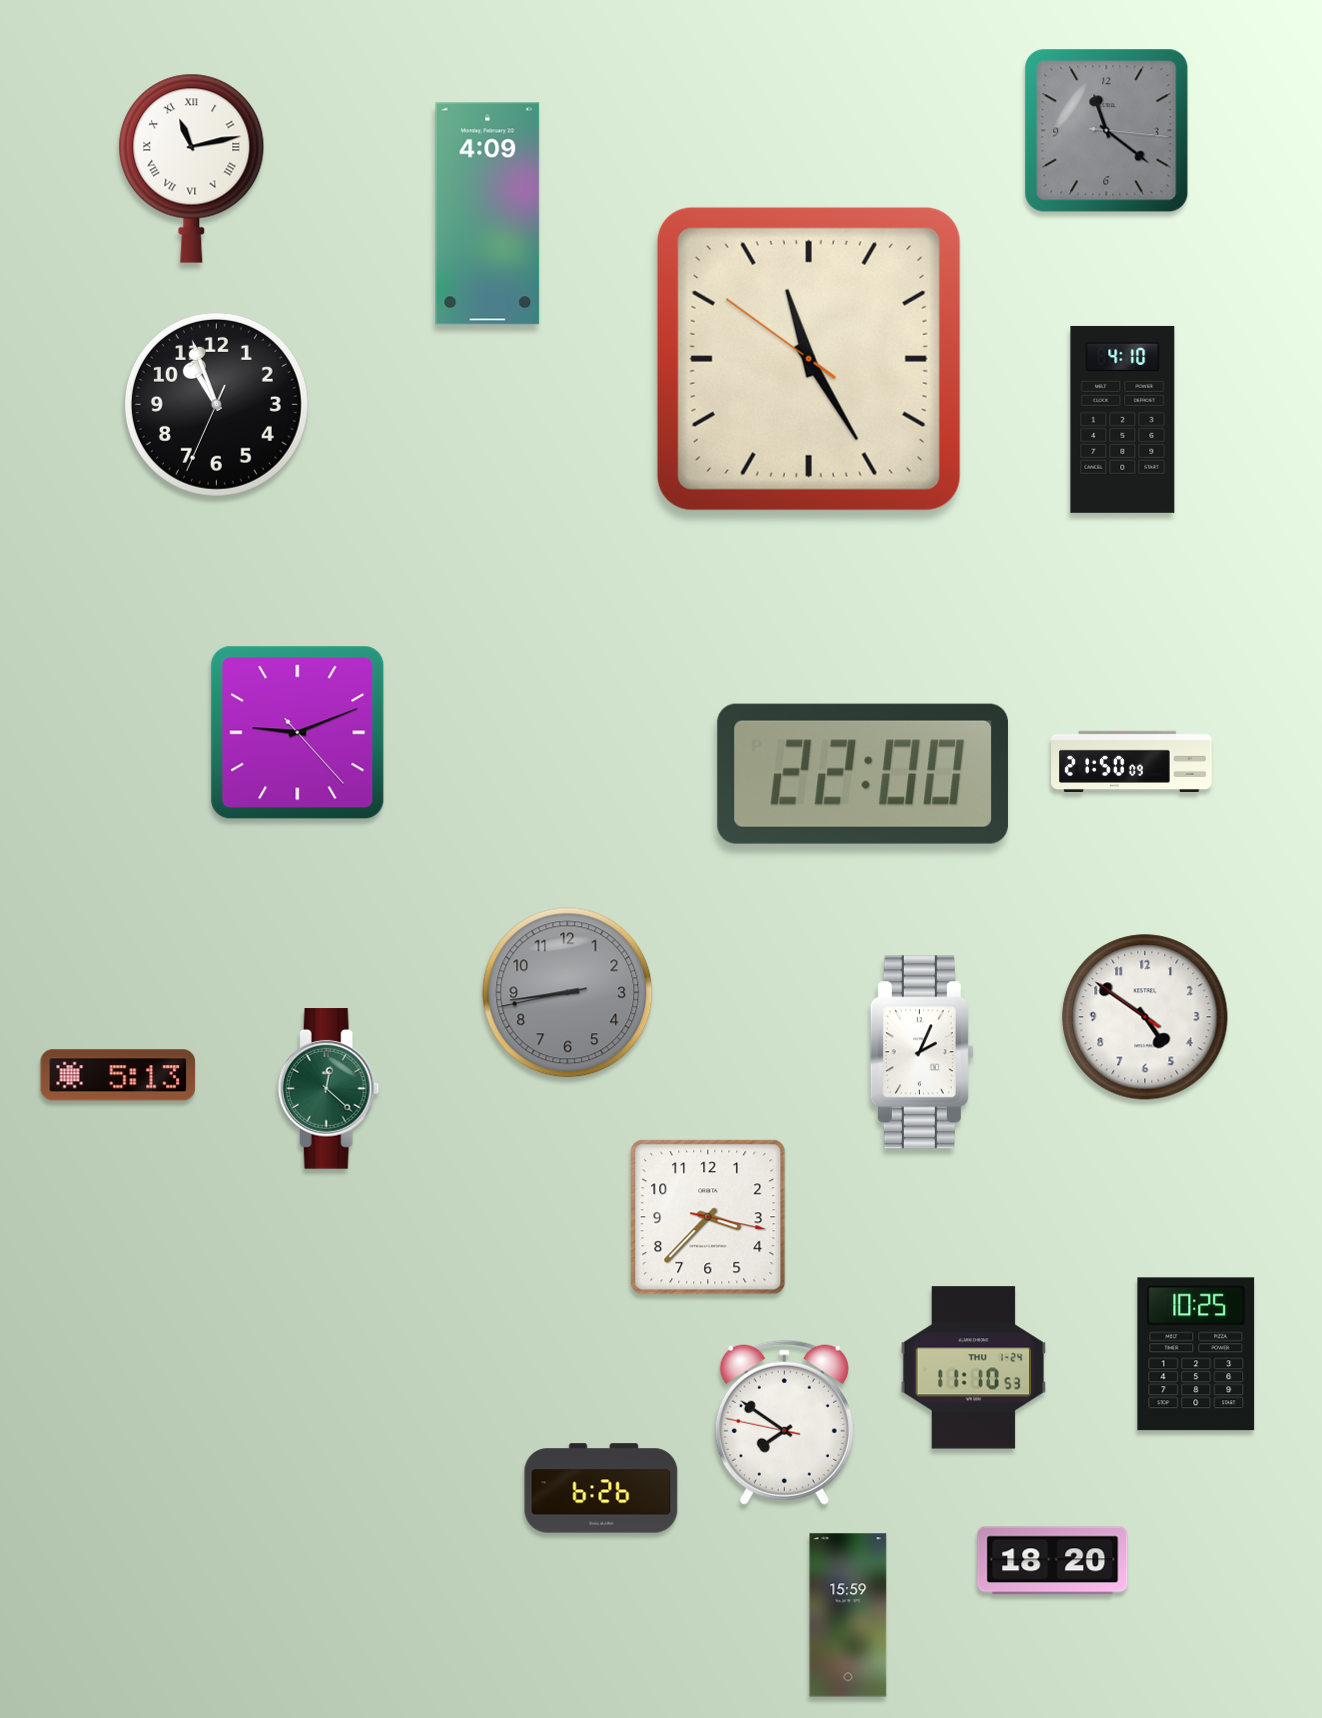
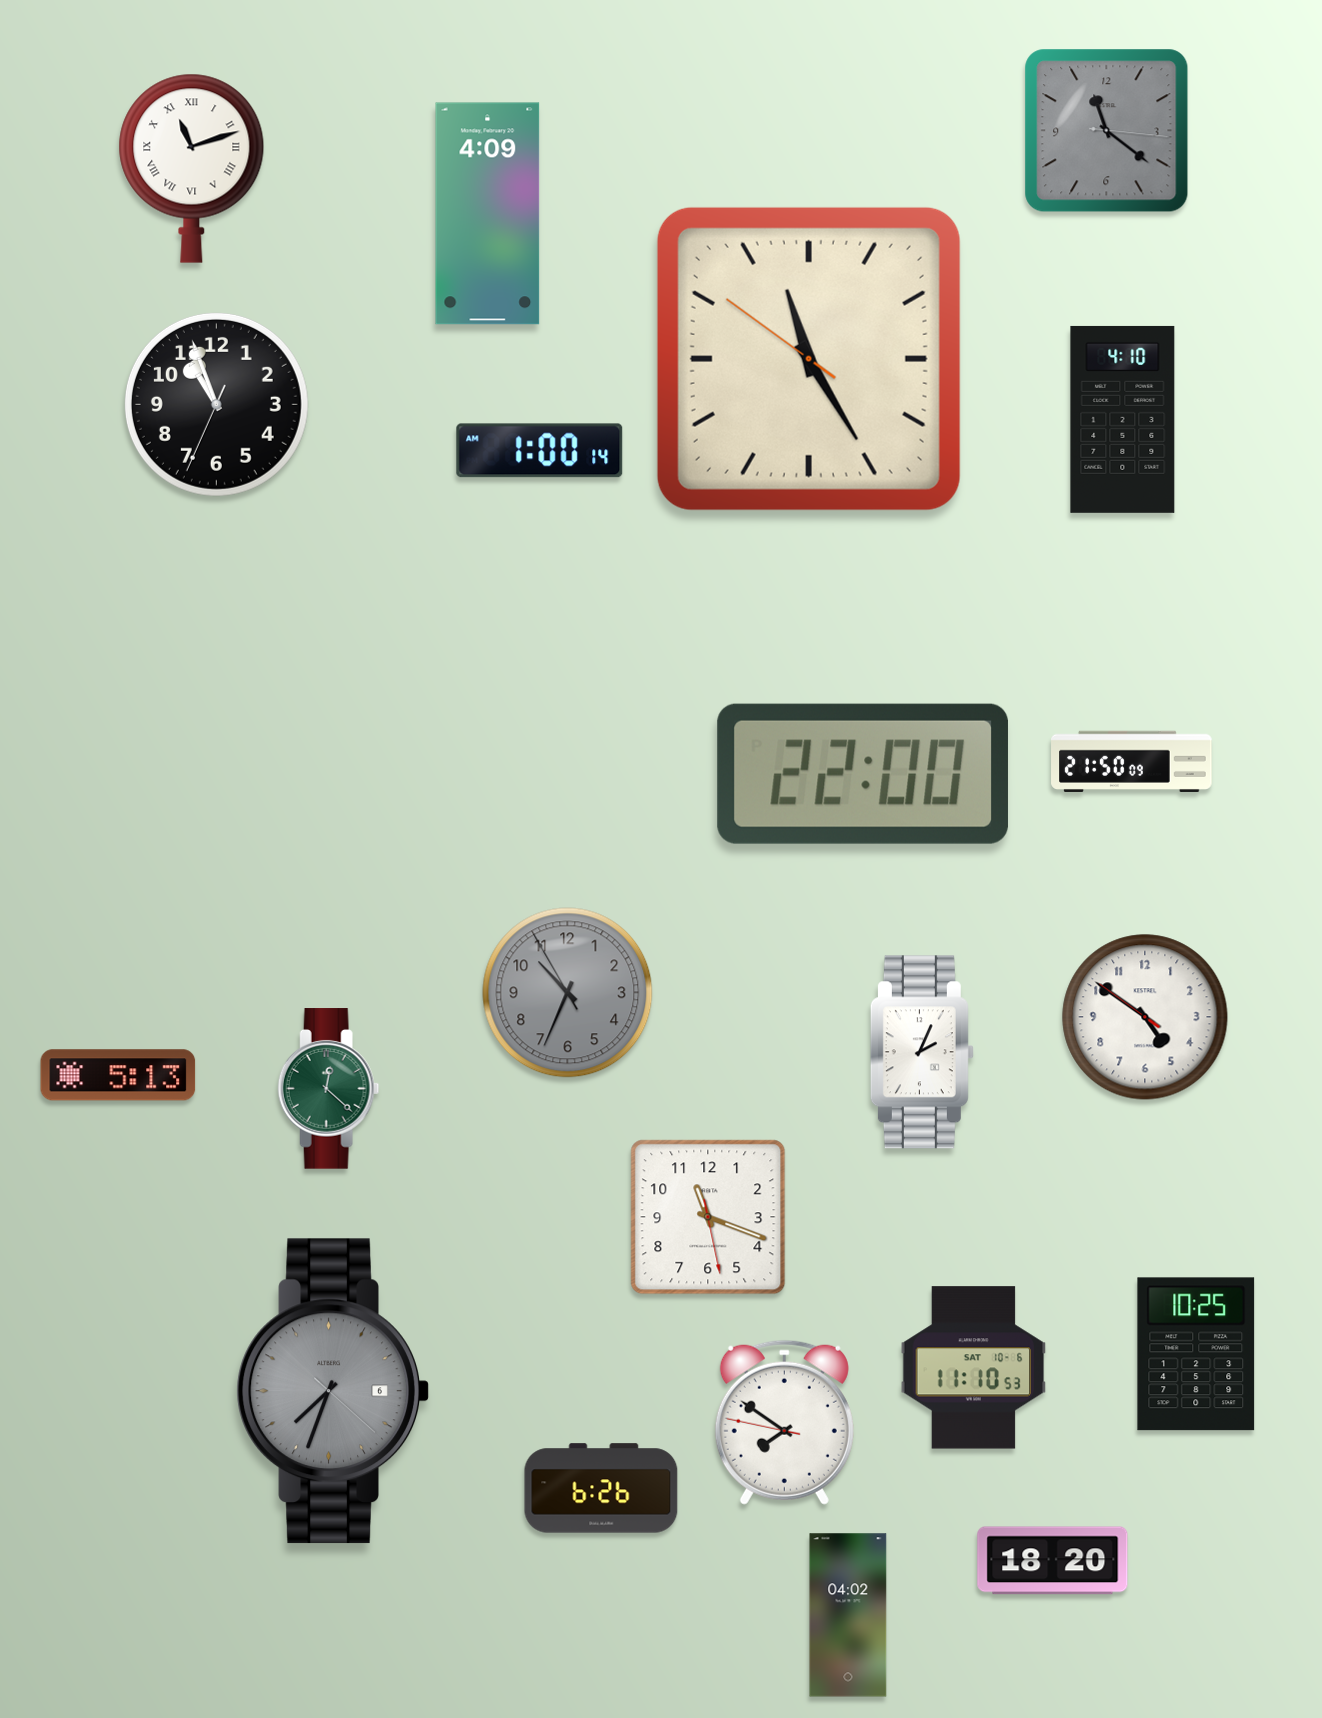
clock at (192, 168): 11:13 -> 11:12
clock at (540, 451): none -> 1:00
clock at (298, 733): 9:11 -> none
clock at (568, 993): 8:43 -> 10:33
clock at (708, 1217): 3:37 -> 11:18
clock at (974, 1368) date: THU 1-24 -> SAT 10-6
clock at (333, 1391): none -> 7:33
clock at (848, 1615): 15:59 -> 04:02
